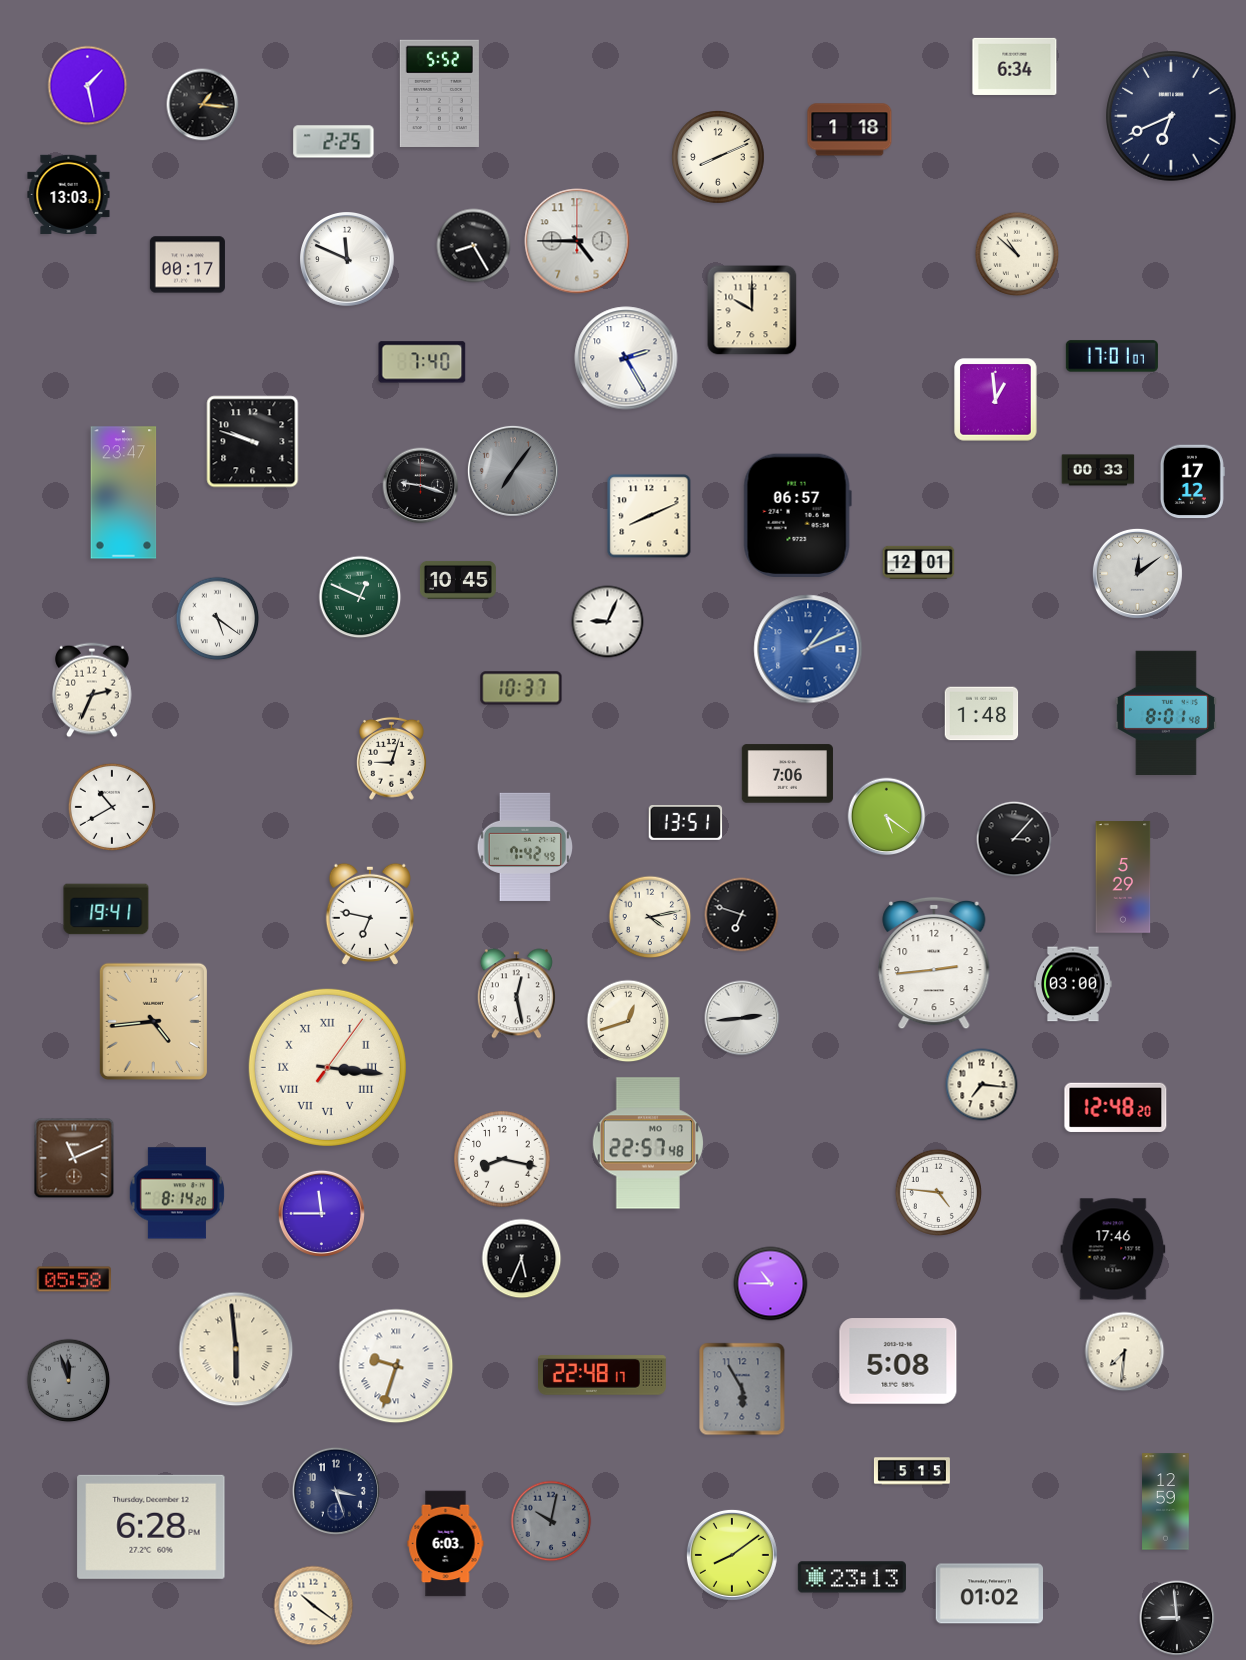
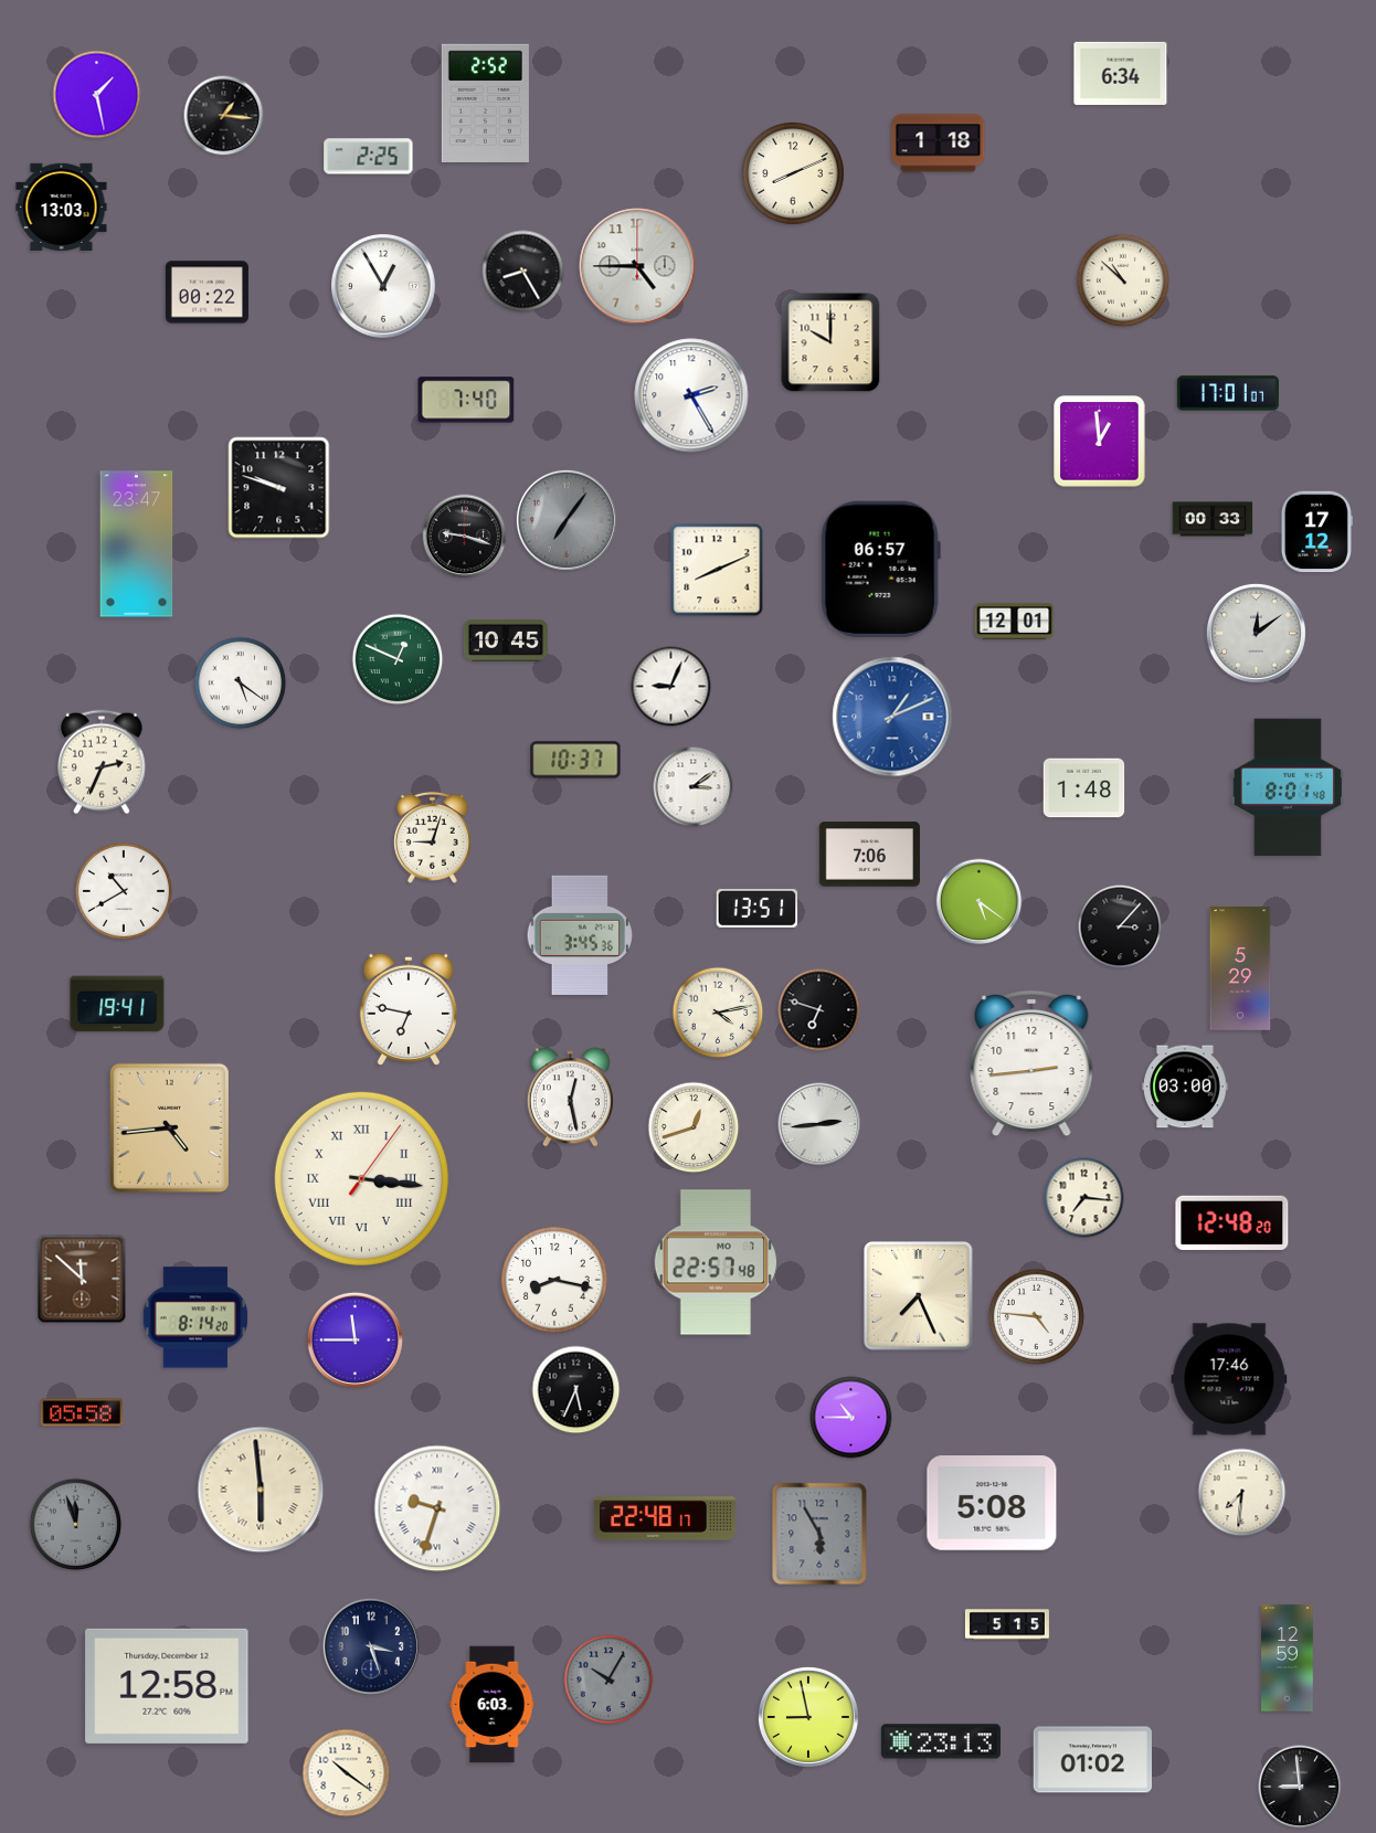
clock at (439, 93): 5:52 -> 2:52
clock at (1171, 116): 6:41 -> none
clock at (69, 194) position: (69, 194) -> (62, 206)
clock at (348, 260): 11:49 -> 12:55
clock at (187, 265): 00:17 -> 00:22
clock at (694, 787): none -> 3:09
clock at (524, 847): 7:42 -> 3:45
clock at (74, 1158): 11:11 -> 11:52
clock at (919, 1296): none -> 7:26
clock at (551, 1521): 10:02 -> 10:05
clock at (151, 1527): 6:28 -> 12:58
clock at (732, 1555): 8:09 -> 8:58
